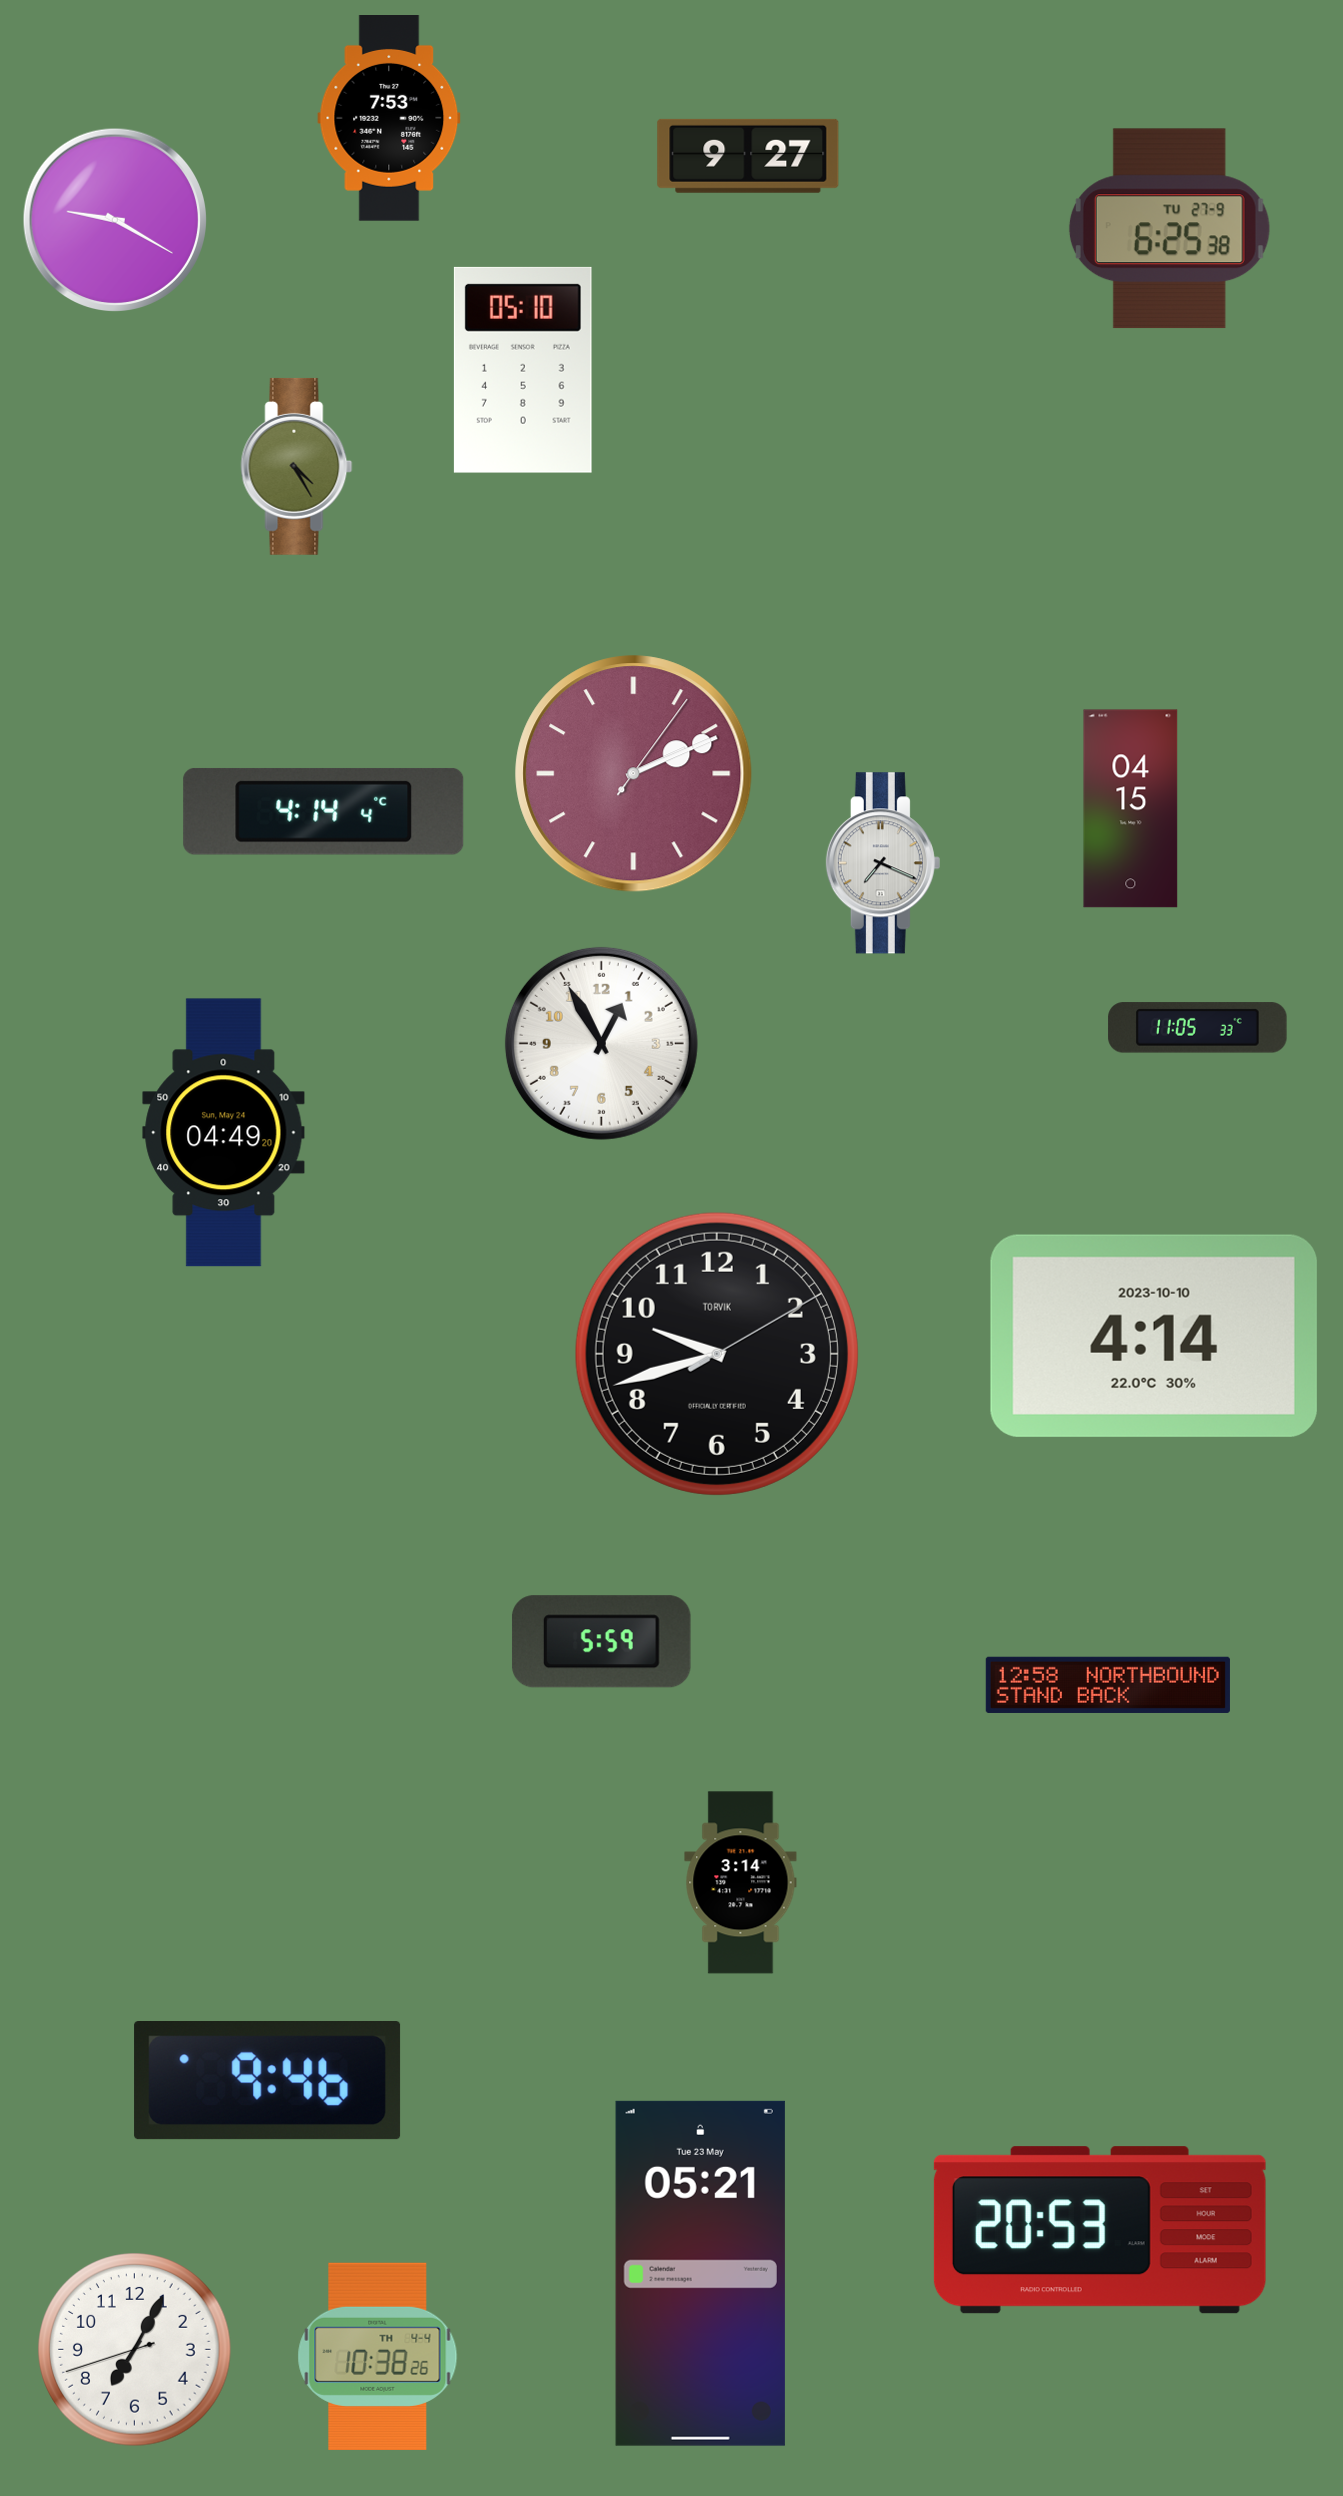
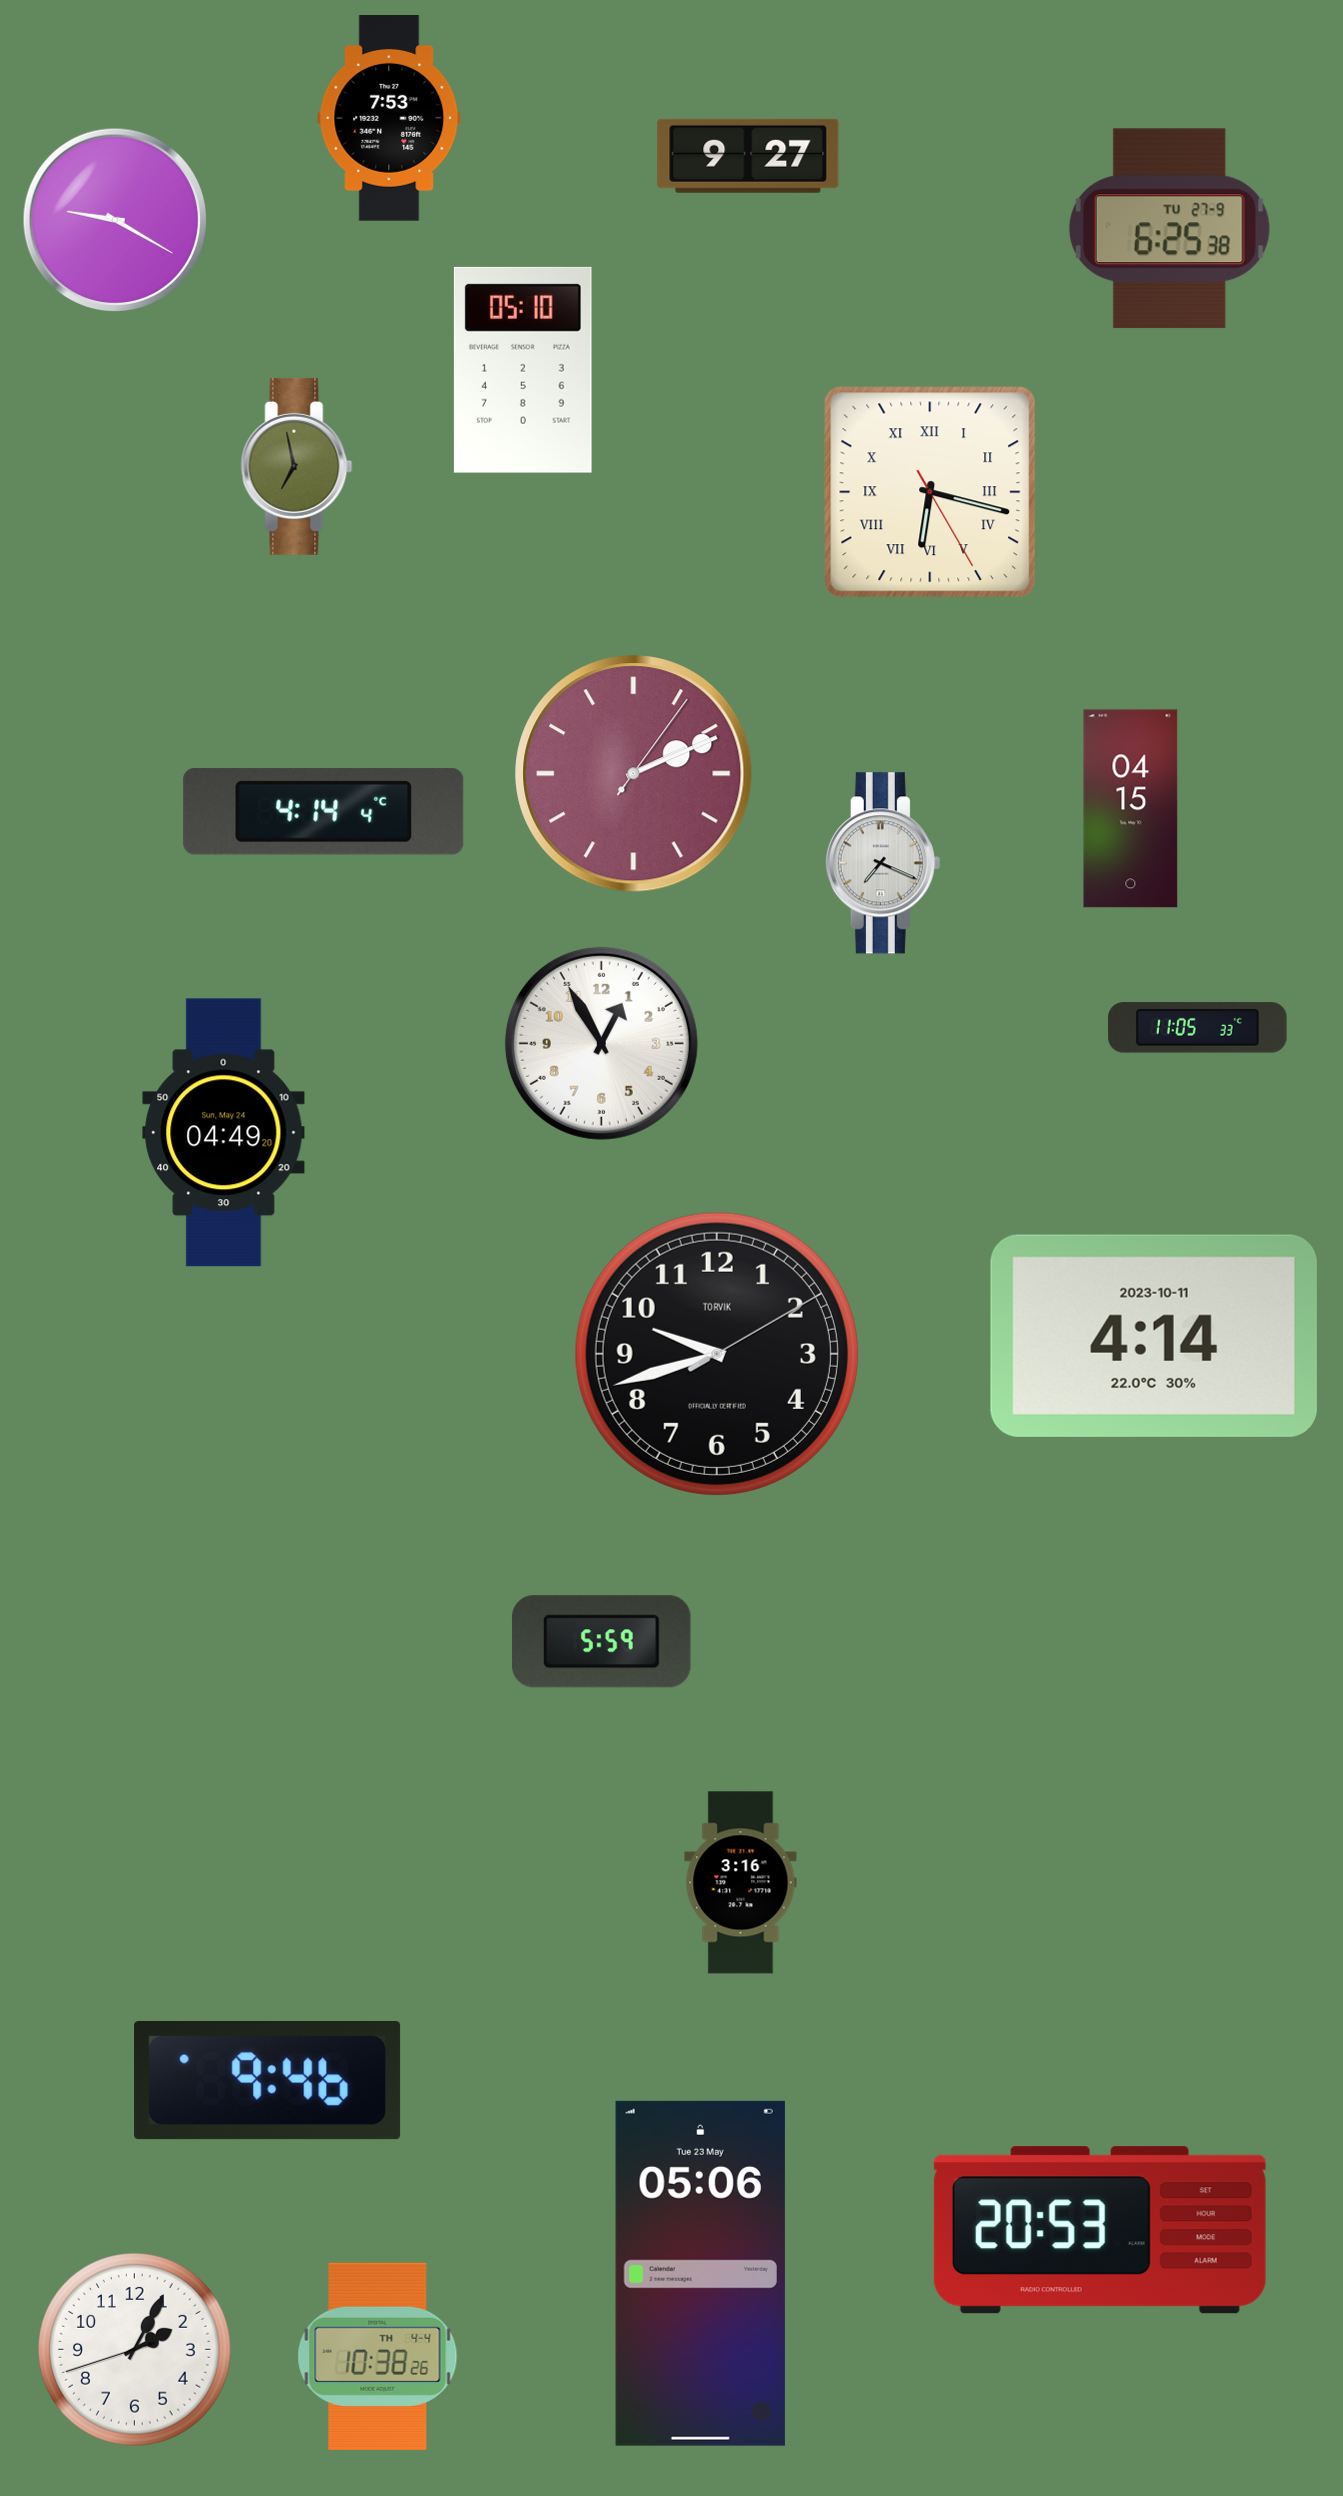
clock at (297, 466): 4:25 -> 6:58
clock at (930, 492): none -> 6:17
clock at (1154, 1336) date: 2023-10-10 -> 2023-10-11
clock at (1108, 1685): 12:58 -> none
clock at (741, 1883): 3:14 -> 3:16
clock at (700, 2273): 05:21 -> 05:06
clock at (135, 2350): 7:04 -> 2:04
